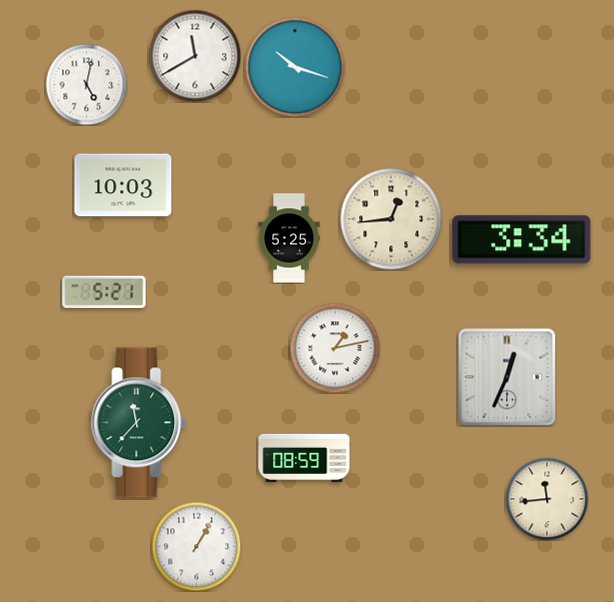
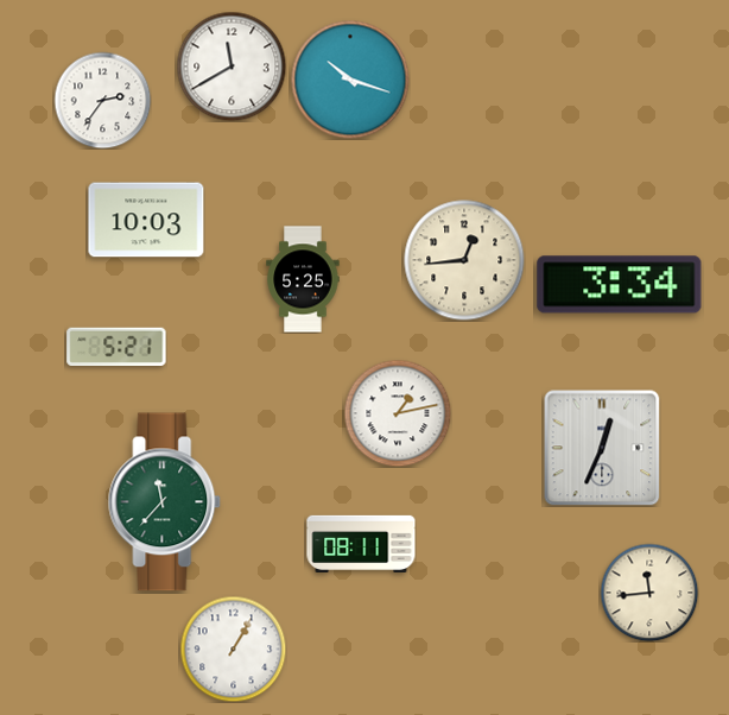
clock at (86, 84): 5:02 -> 2:36
clock at (289, 238) position: (289, 238) -> (303, 279)
clock at (104, 291) position: (104, 291) -> (116, 346)
clock at (304, 458): 08:59 -> 08:11
